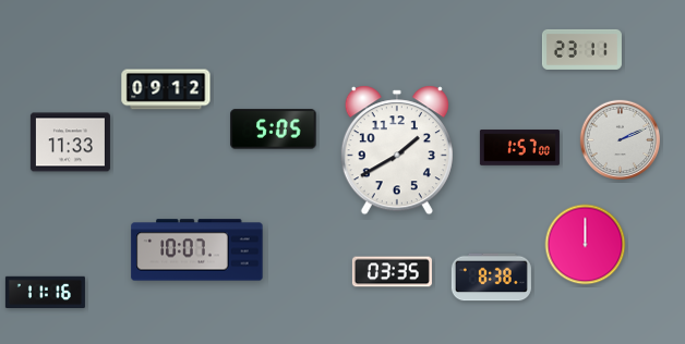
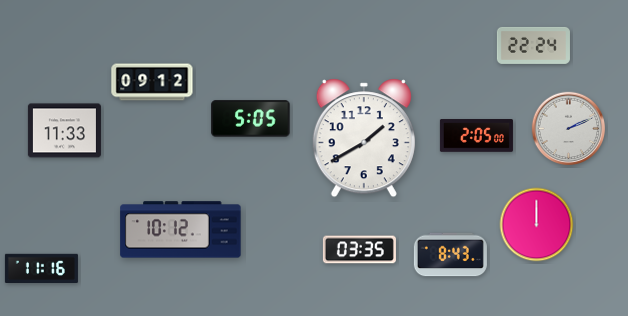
clock at (581, 49): 23:11 -> 22:24
clock at (519, 148): 1:57 -> 2:05
clock at (197, 250): 10:07 -> 10:12
clock at (491, 278): 8:38 -> 8:43
